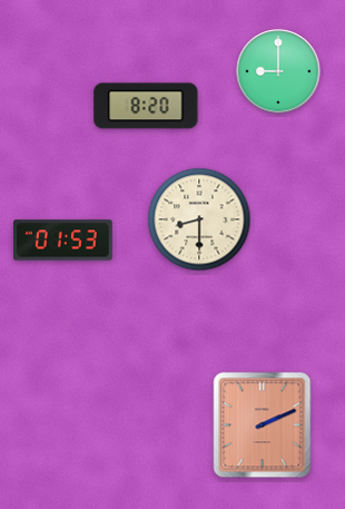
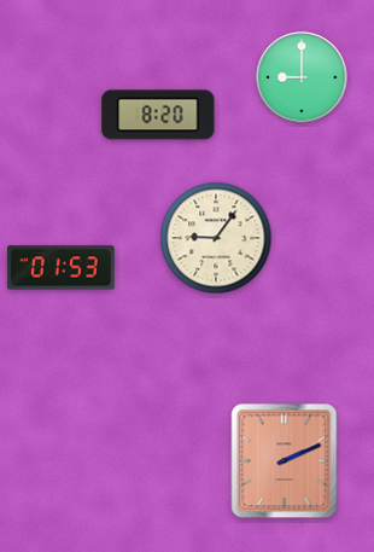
clock at (199, 219): 8:30 -> 9:06
clock at (63, 241) position: (63, 241) -> (62, 268)
